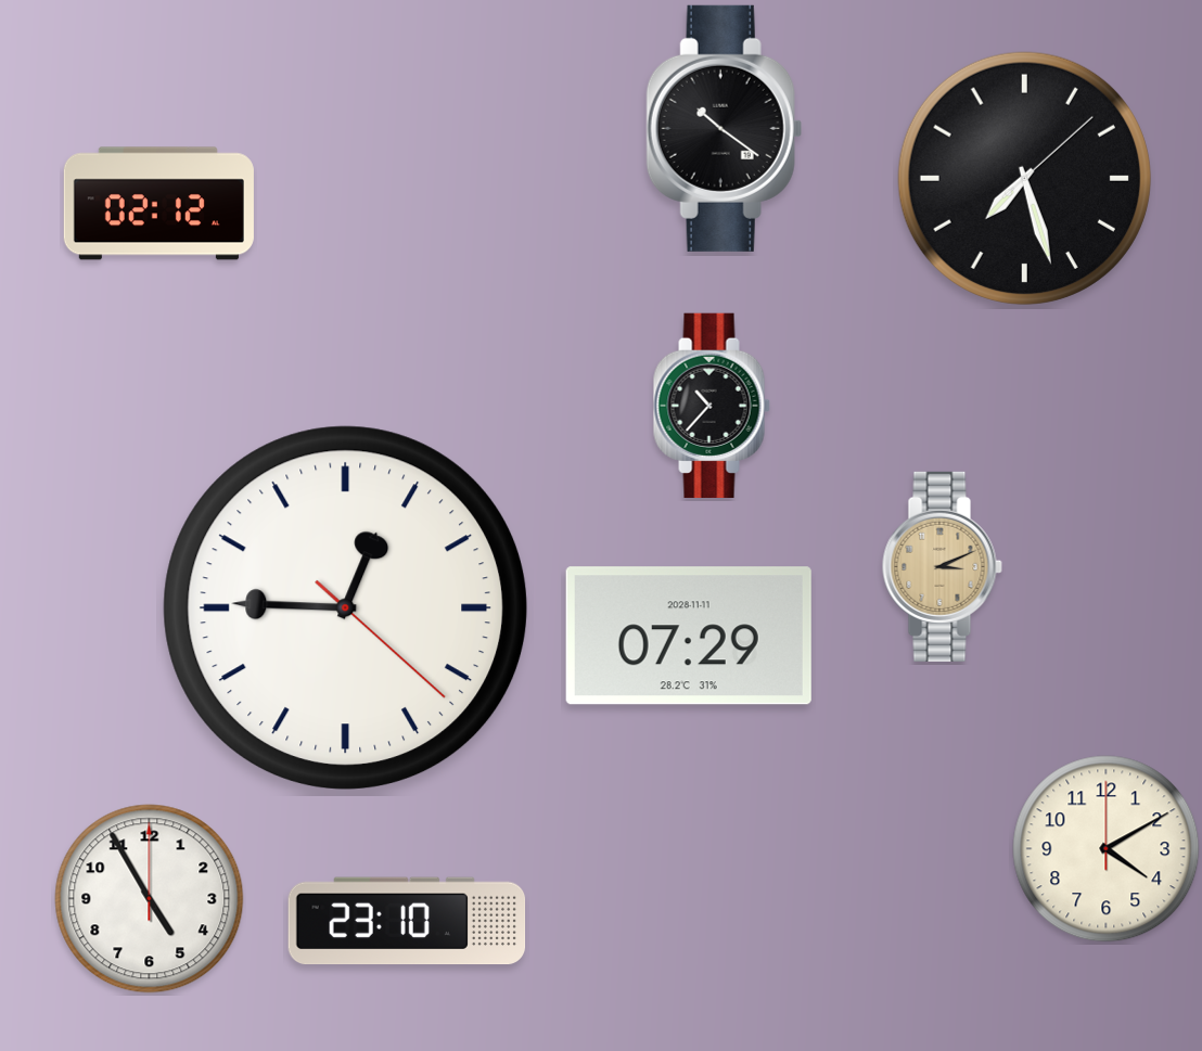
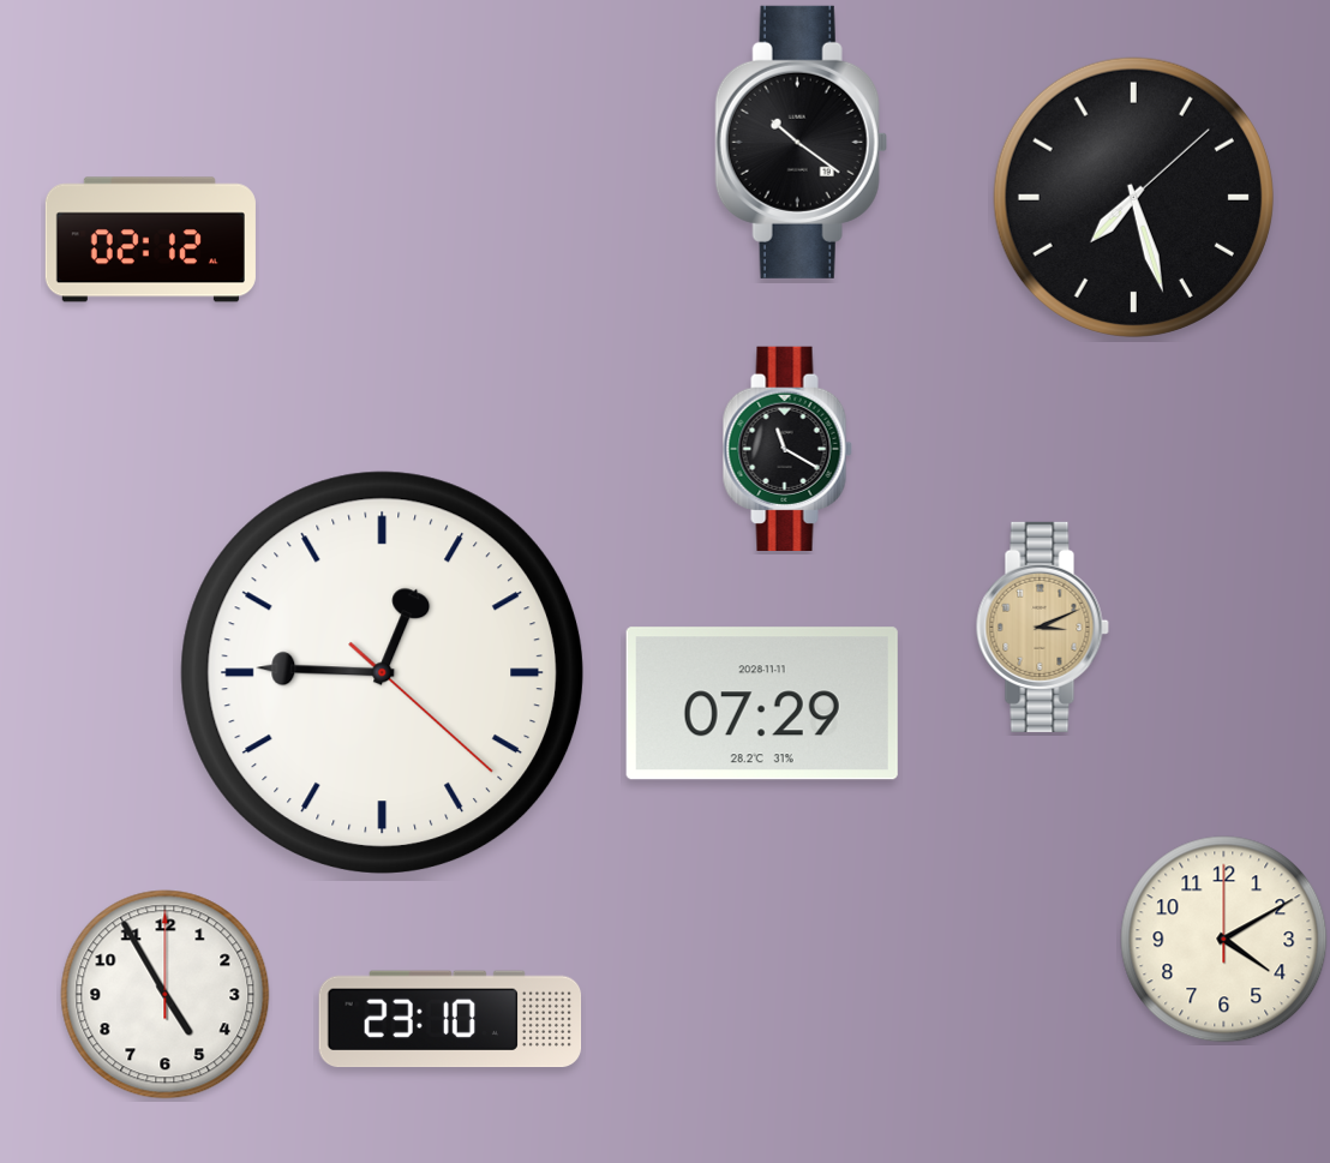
clock at (158, 204) position: (158, 204) -> (150, 240)
clock at (712, 405): 10:37 -> 11:20
